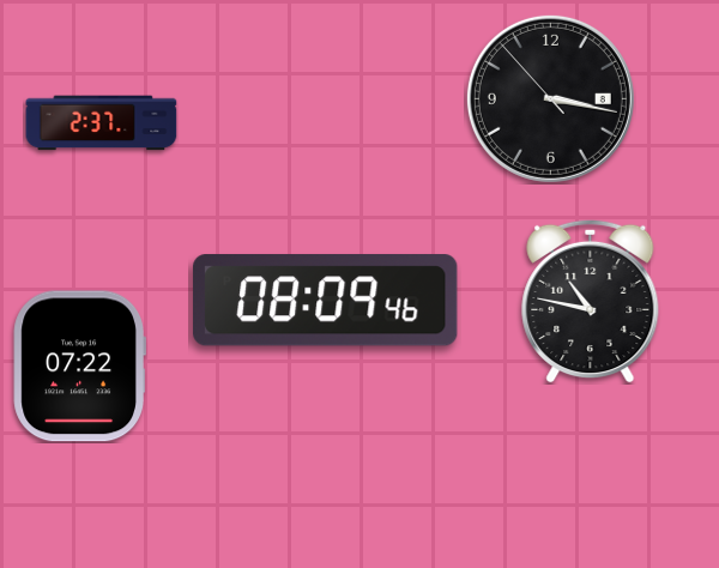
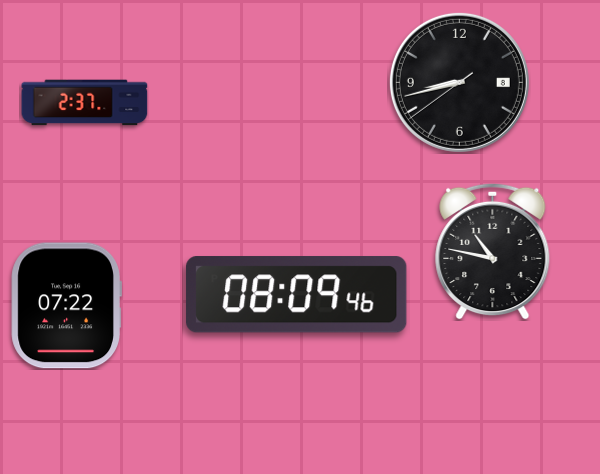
clock at (550, 98): 3:16 -> 8:42
clock at (326, 301) position: (326, 301) -> (297, 295)
